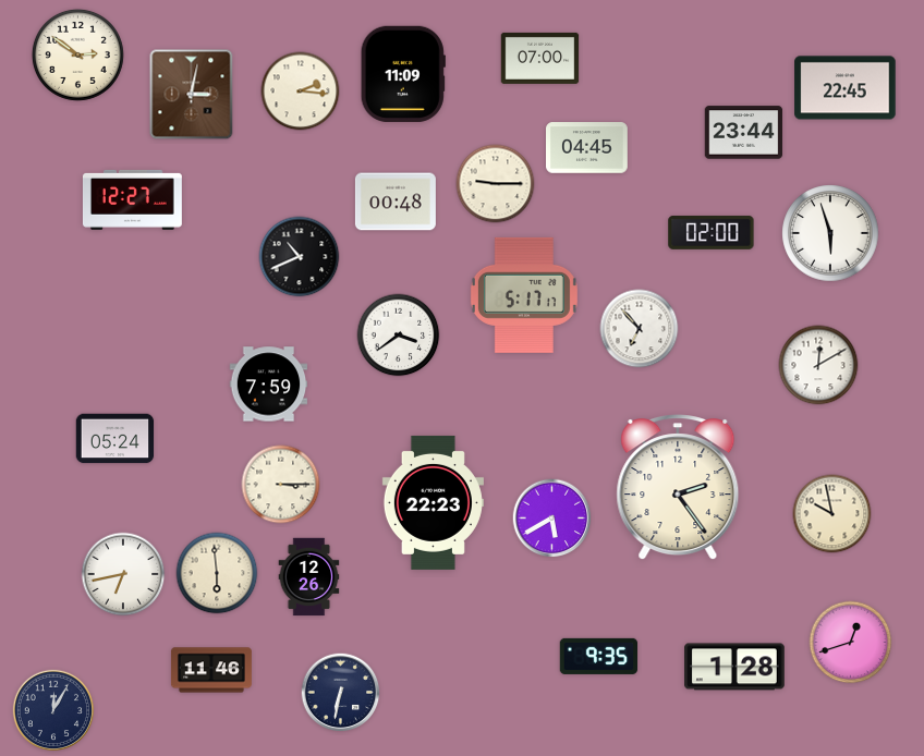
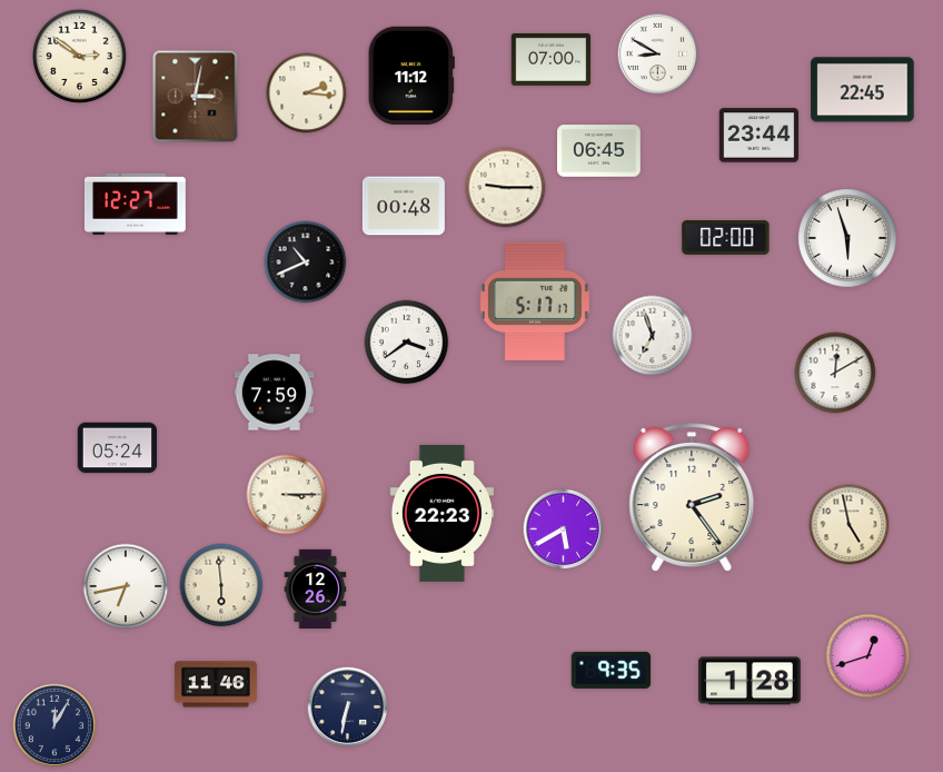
clock at (658, 55): none -> 8:50
clock at (403, 74): 11:09 -> 11:12
clock at (587, 148): 04:45 -> 06:45
clock at (640, 329): 6:53 -> 6:57
clock at (832, 514): 9:58 -> 4:58
